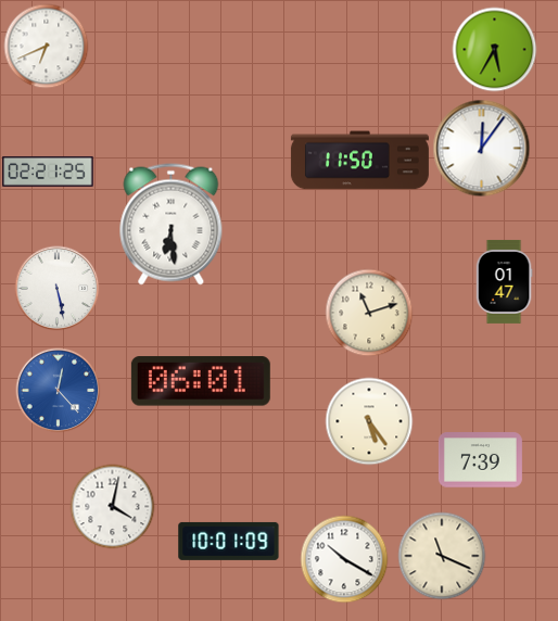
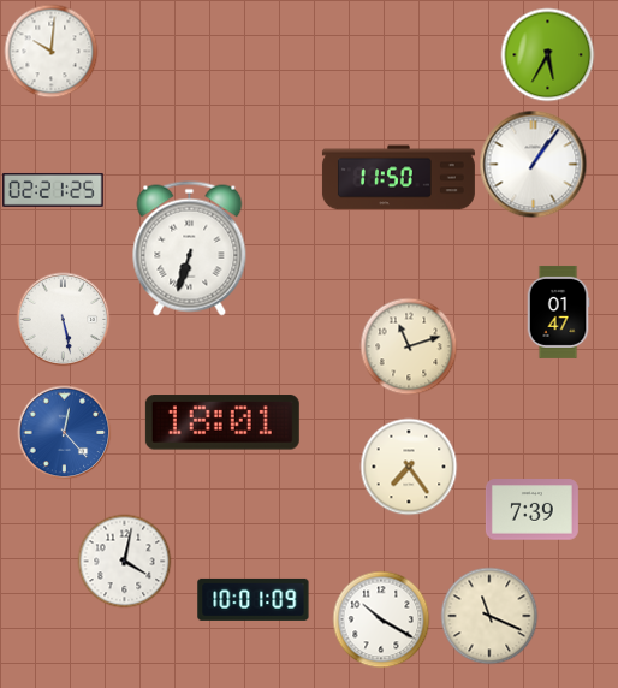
clock at (46, 46): 6:41 -> 10:01
clock at (481, 148): 12:06 -> 1:06
clock at (172, 225): 6:29 -> 6:33
clock at (201, 381): 06:01 -> 18:01
clock at (369, 421): 5:24 -> 7:24
